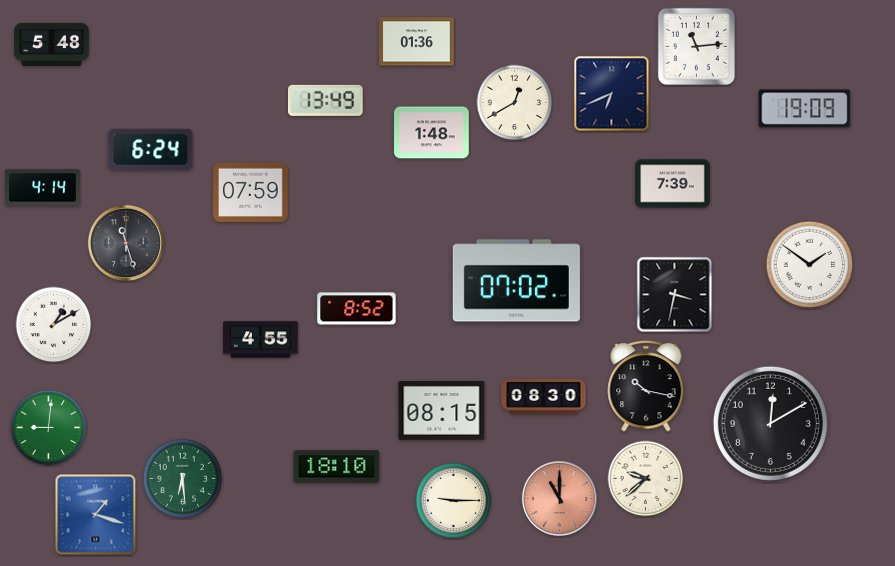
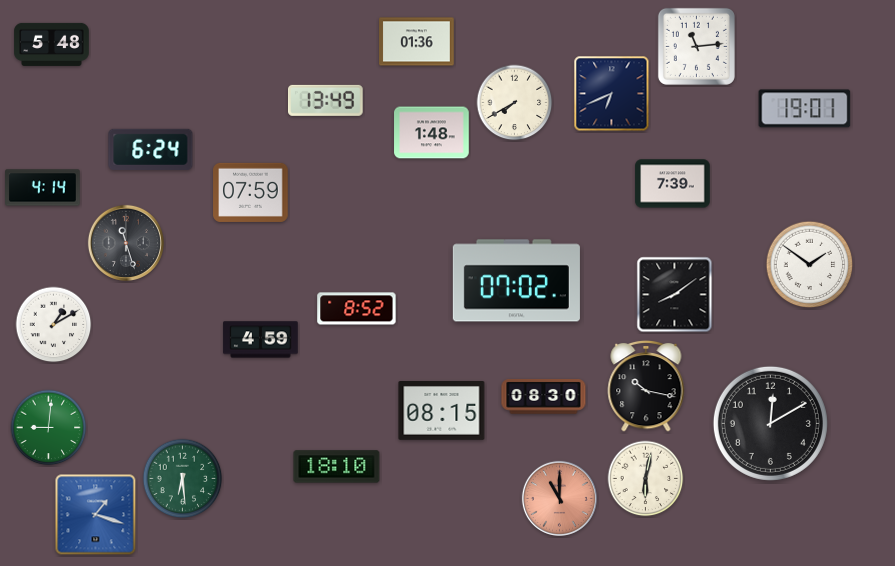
clock at (515, 103): 12:40 -> 7:40
clock at (805, 109): 19:09 -> 19:01
clock at (675, 295): 3:32 -> 8:09
clock at (261, 340): 4:55 -> 4:59
clock at (646, 479): 9:38 -> 6:02
clock at (454, 501): 9:15 -> none
